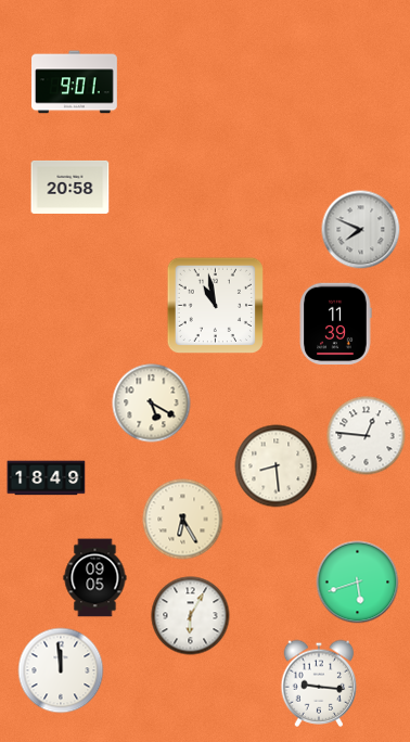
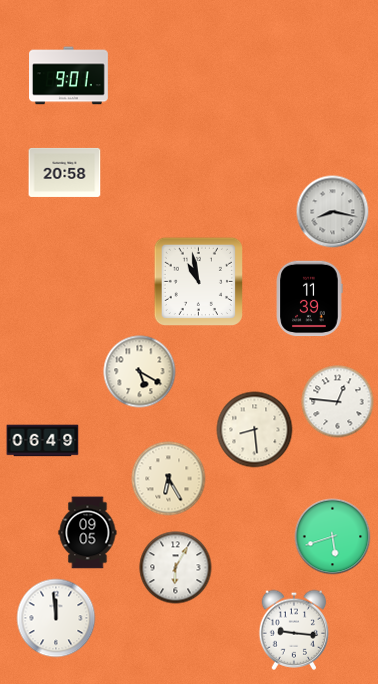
clock at (361, 230): 7:49 -> 8:17
clock at (47, 478): 18:49 -> 06:49
clock at (358, 583) position: (358, 583) -> (333, 537)
